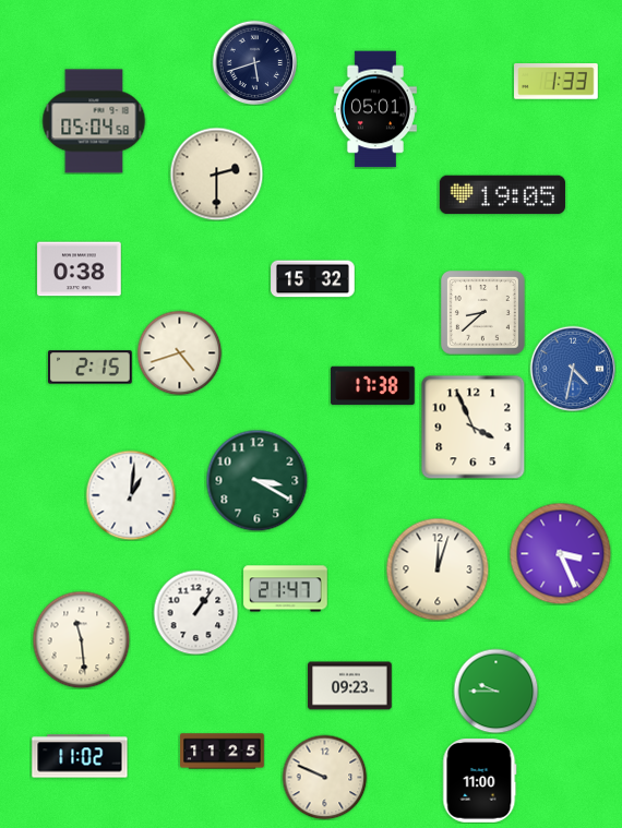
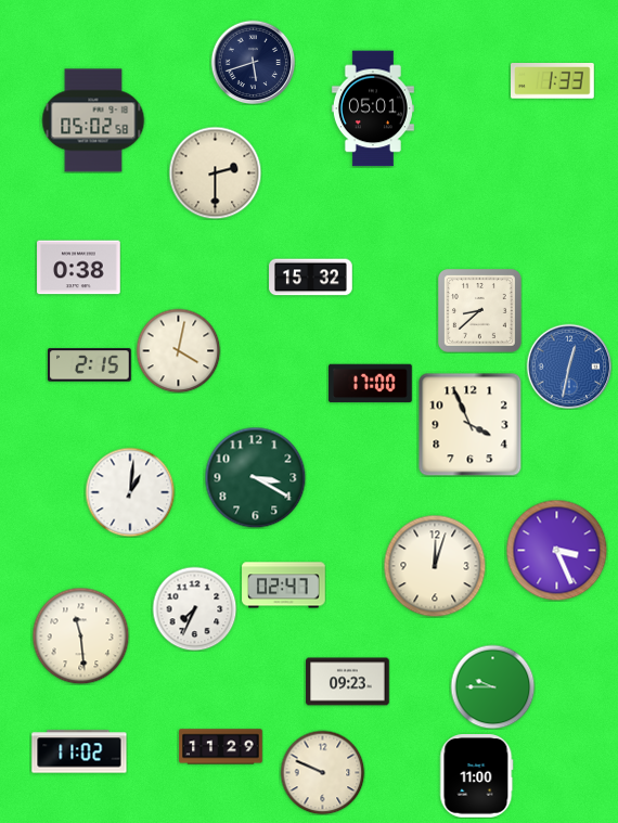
clock at (94, 121): 05:04 -> 05:02
clock at (502, 195): 19:05 -> none
clock at (179, 352): 4:42 -> 4:02
clock at (573, 369): 4:32 -> 12:32
clock at (373, 386): 17:38 -> 17:00
clock at (286, 589): 21:47 -> 02:47
clock at (195, 612): 1:06 -> 7:34
clock at (223, 752): 11:25 -> 11:29
